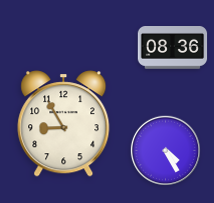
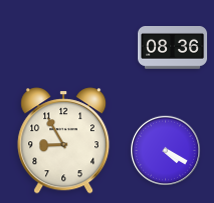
clock at (64, 124) position: (64, 124) -> (64, 141)
clock at (165, 150): 4:25 -> 4:20
